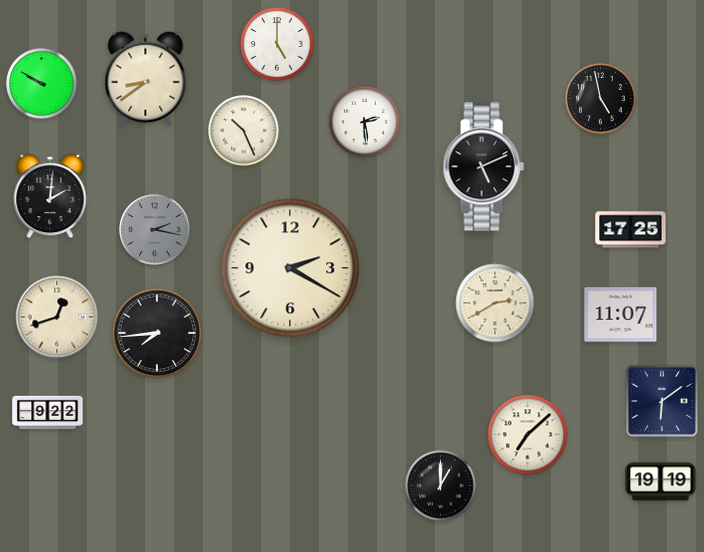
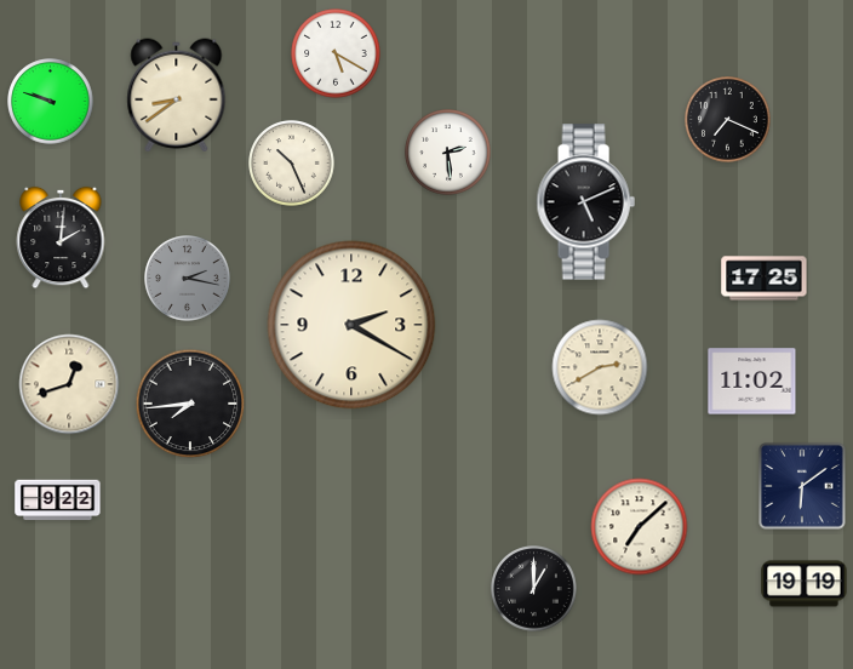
clock at (277, 44): 5:00 -> 5:20
clock at (42, 84): 9:50 -> 9:48
clock at (601, 99): 4:58 -> 7:19
clock at (365, 122) position: (365, 122) -> (448, 153)
clock at (244, 131) position: (244, 131) -> (292, 164)
clock at (621, 315): 11:07 -> 11:02
clock at (661, 482) position: (661, 482) -> (805, 584)
